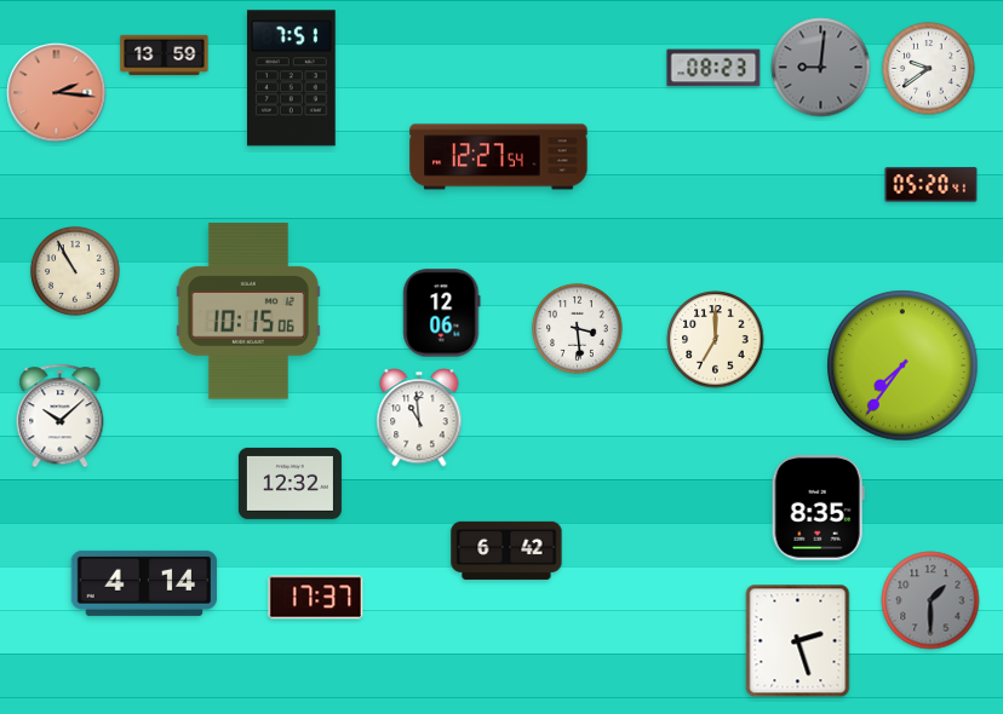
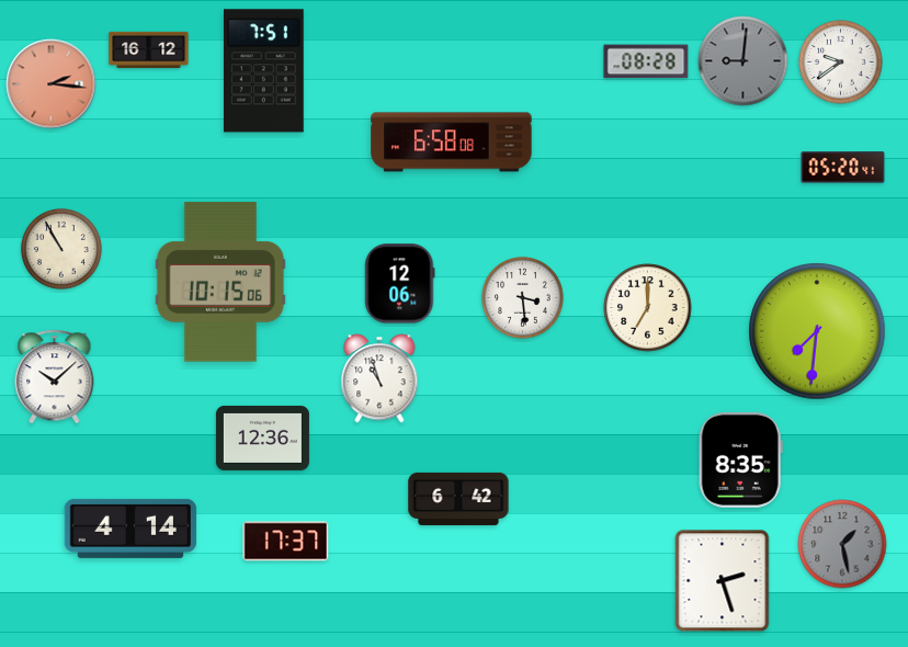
clock at (165, 56): 13:59 -> 16:12
clock at (713, 68): 08:23 -> 08:28
clock at (499, 157): 12:27 -> 6:58
clock at (76, 272) position: (76, 272) -> (63, 250)
clock at (248, 311) position: (248, 311) -> (220, 282)
clock at (902, 365): 7:36 -> 7:31
clock at (419, 418): 10:59 -> 10:57
clock at (290, 483): 12:32 -> 12:36
clock at (930, 600): 1:30 -> 1:28
